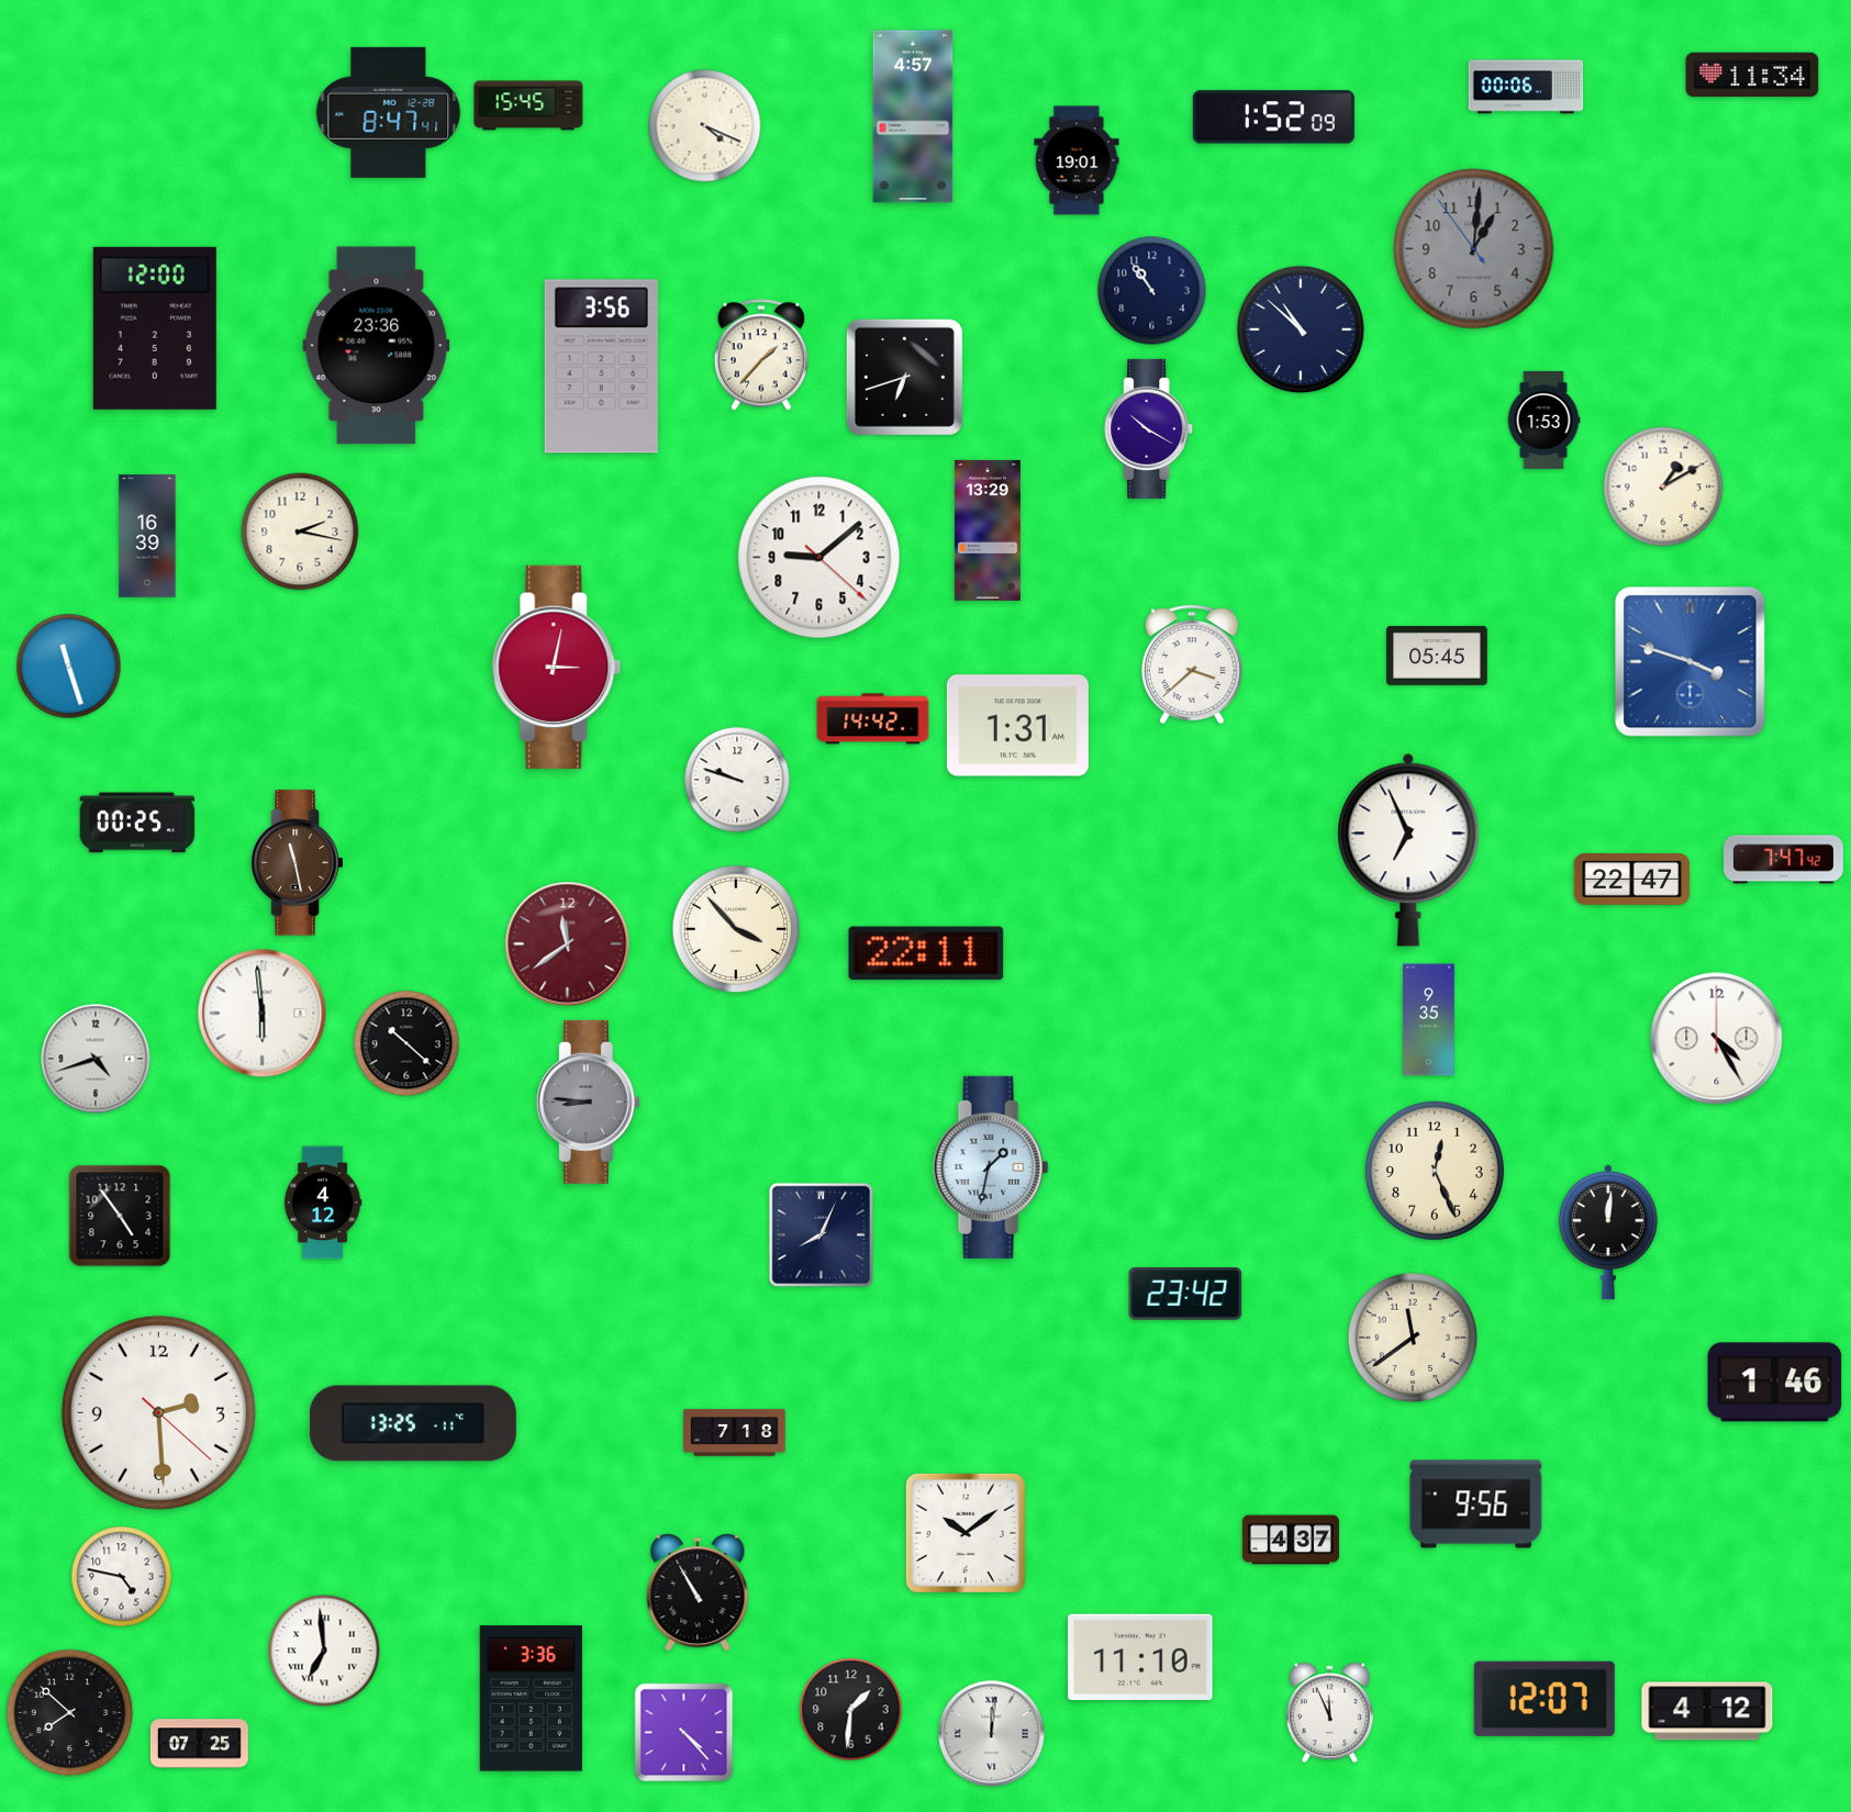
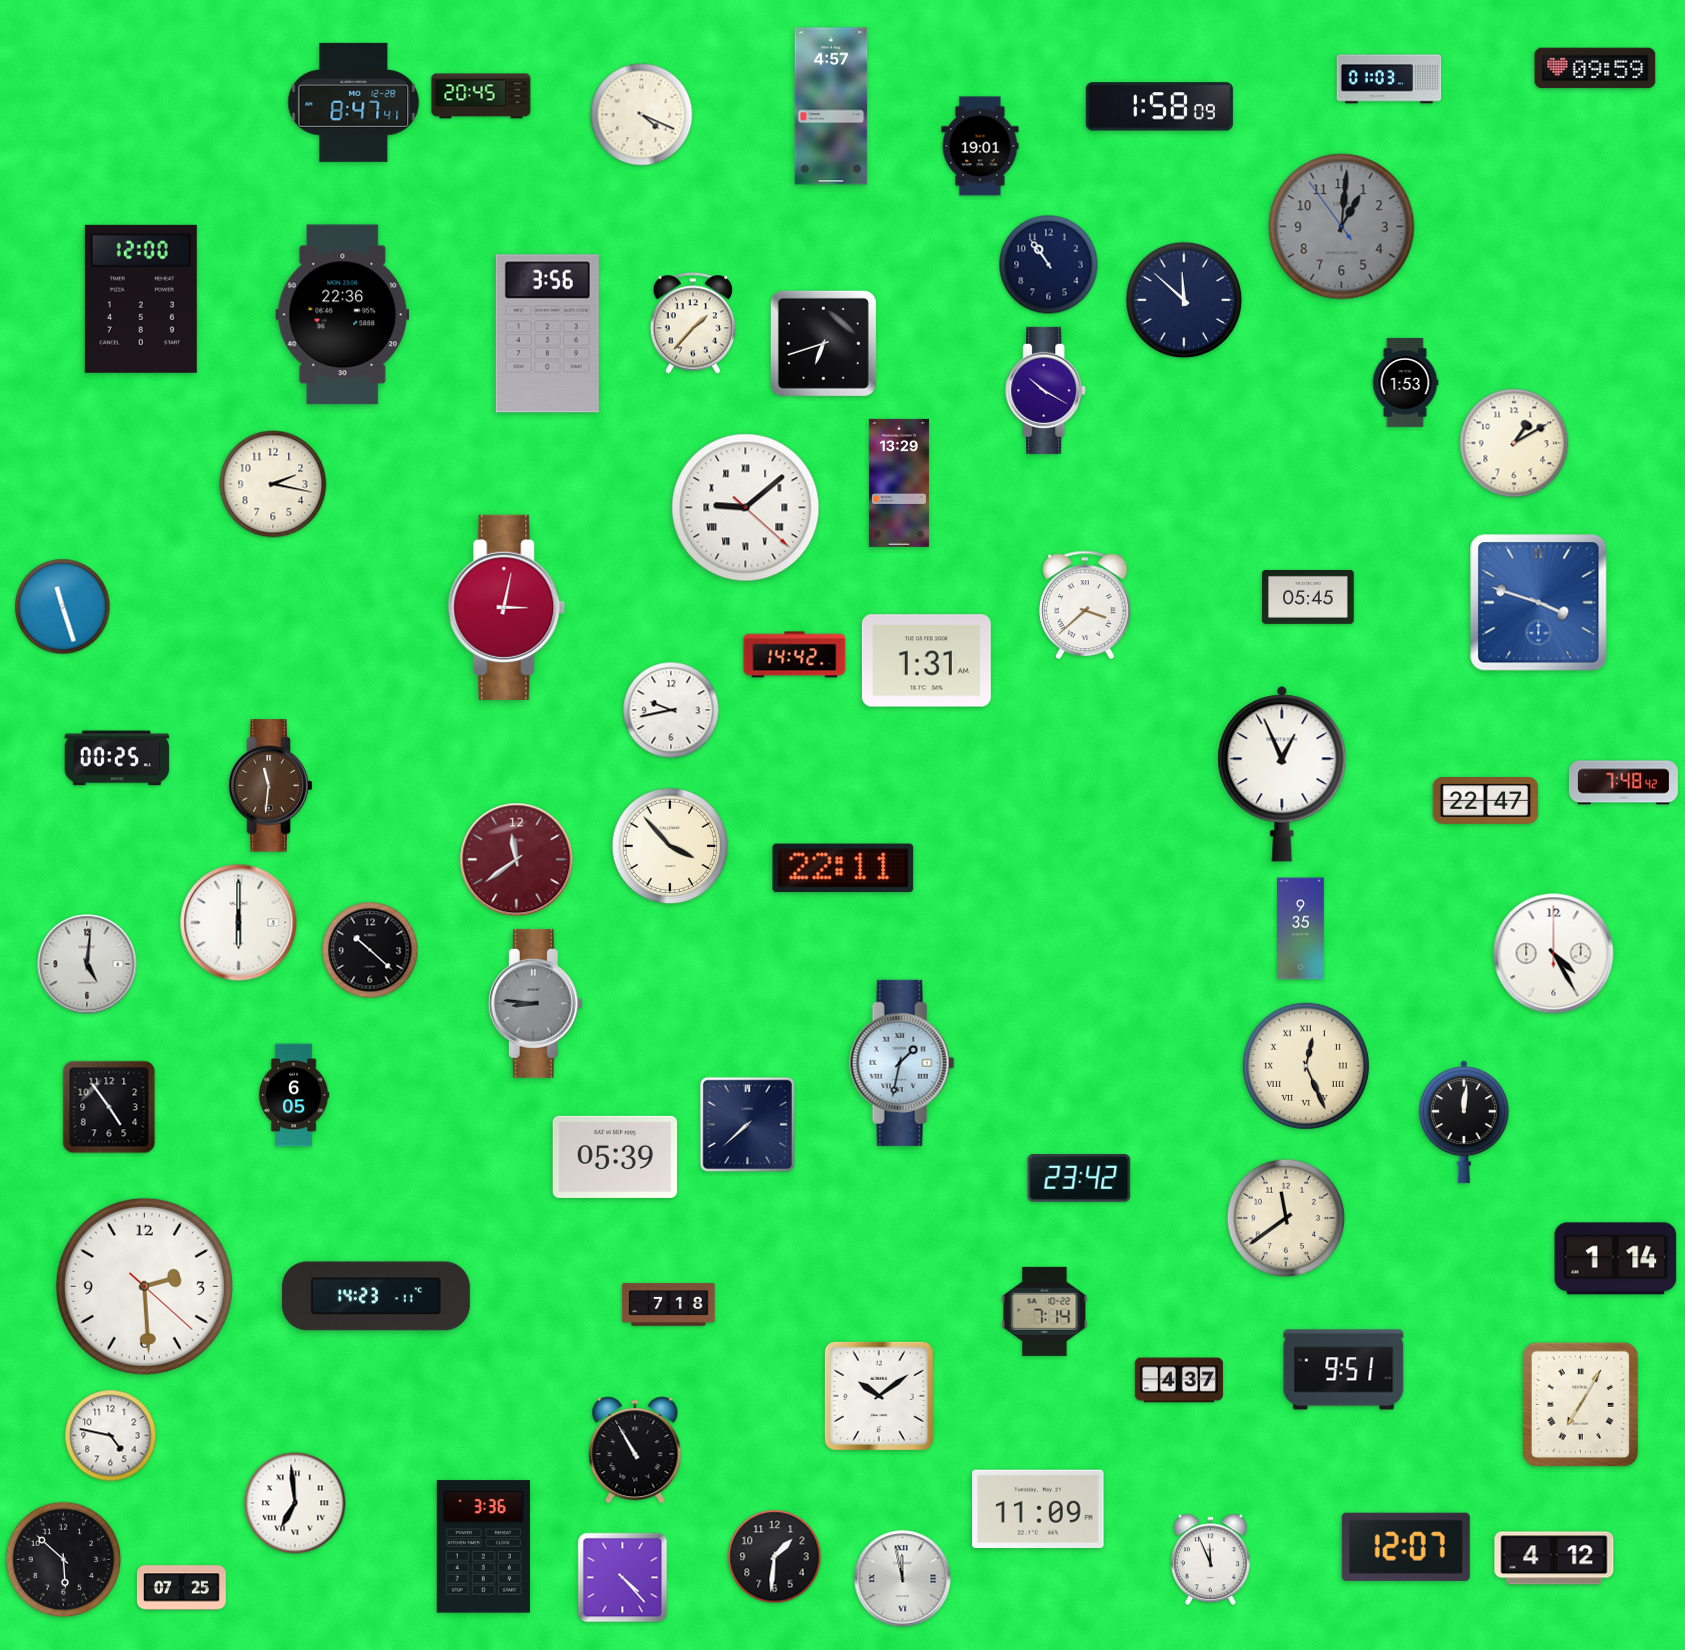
clock at (1752, 75): 11:34 -> 09:59
clock at (1526, 87): 00:06 -> 01:03
clock at (528, 105): 15:45 -> 20:45
clock at (1273, 118): 1:52 -> 1:58
clock at (1301, 329): 10:52 -> 11:52
clock at (377, 346): 23:36 -> 22:36
clock at (147, 536): 16:39 -> none
clock at (819, 558) numerals: Arabic -> Roman
clock at (737, 780): 9:48 -> 9:43
clock at (137, 823) position: (137, 823) -> (117, 758)
clock at (1408, 850): 6:56 -> 12:56
clock at (1783, 860): 7:47 -> 7:48
clock at (298, 863): 11:28 -> 11:31
clock at (263, 1014): 5:59 -> 6:00
clock at (1717, 1039) position: (1717, 1039) -> (1554, 954)
clock at (96, 1059): 4:42 -> 5:01
clock at (1435, 1171) numerals: Arabic -> Roman
clock at (323, 1203): 4:12 -> 6:05
clock at (821, 1234): 8:04 -> 7:38
clock at (615, 1157): none -> 05:39
clock at (1775, 1383): 1:46 -> 1:14
clock at (413, 1423): 13:25 -> 14:23
clock at (1045, 1311): none -> 7:14
clock at (1476, 1505): 9:56 -> 9:51
clock at (1291, 1540) position: (1291, 1540) -> (1179, 1380)
clock at (1580, 1404): none -> 7:05
clock at (1140, 1656): 11:10 -> 11:09
clock at (70, 1713): 7:52 -> 5:52
clock at (992, 1734): 12:01 -> 11:58
